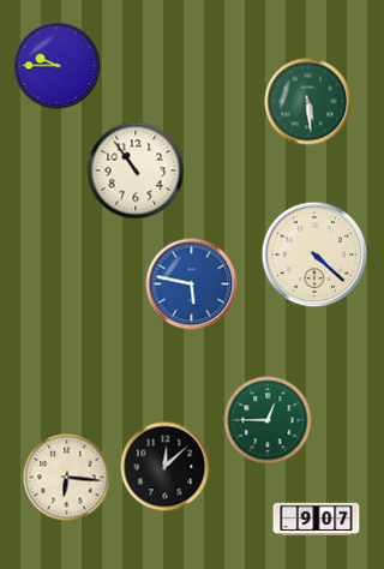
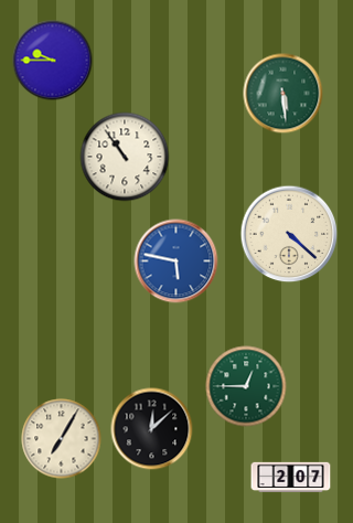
clock at (67, 478): 6:16 -> 7:05
clock at (317, 520): 9:07 -> 2:07
